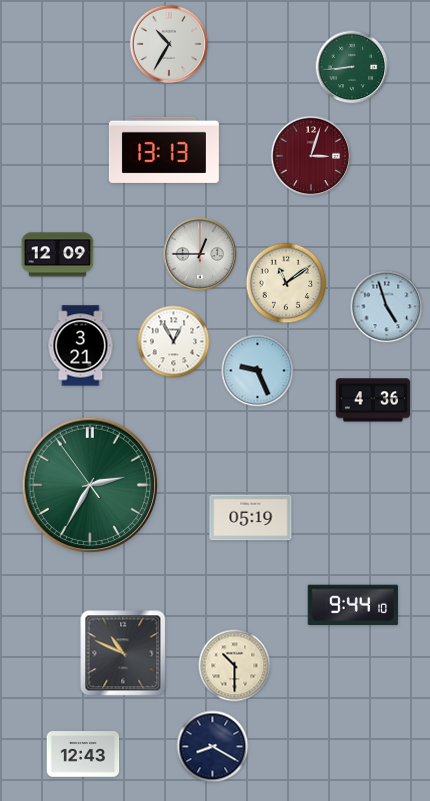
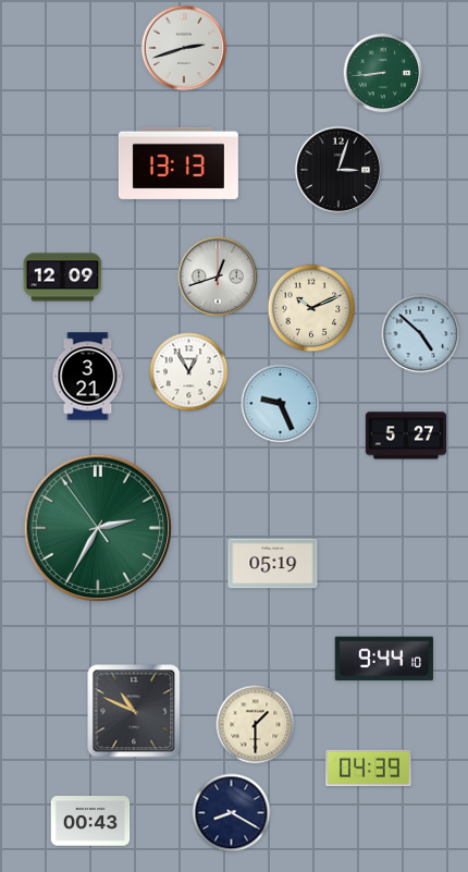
clock at (169, 44): 10:35 -> 2:42
clock at (311, 156) dial: burgundy -> black
clock at (200, 254): 12:45 -> 12:42
clock at (286, 283): 11:09 -> 10:11
clock at (387, 307): 4:57 -> 4:52
clock at (372, 400): 4:36 -> 5:27
clock at (235, 666): 10:30 -> 1:30
clock at (369, 769): none -> 04:39
clock at (83, 754): 12:43 -> 00:43
